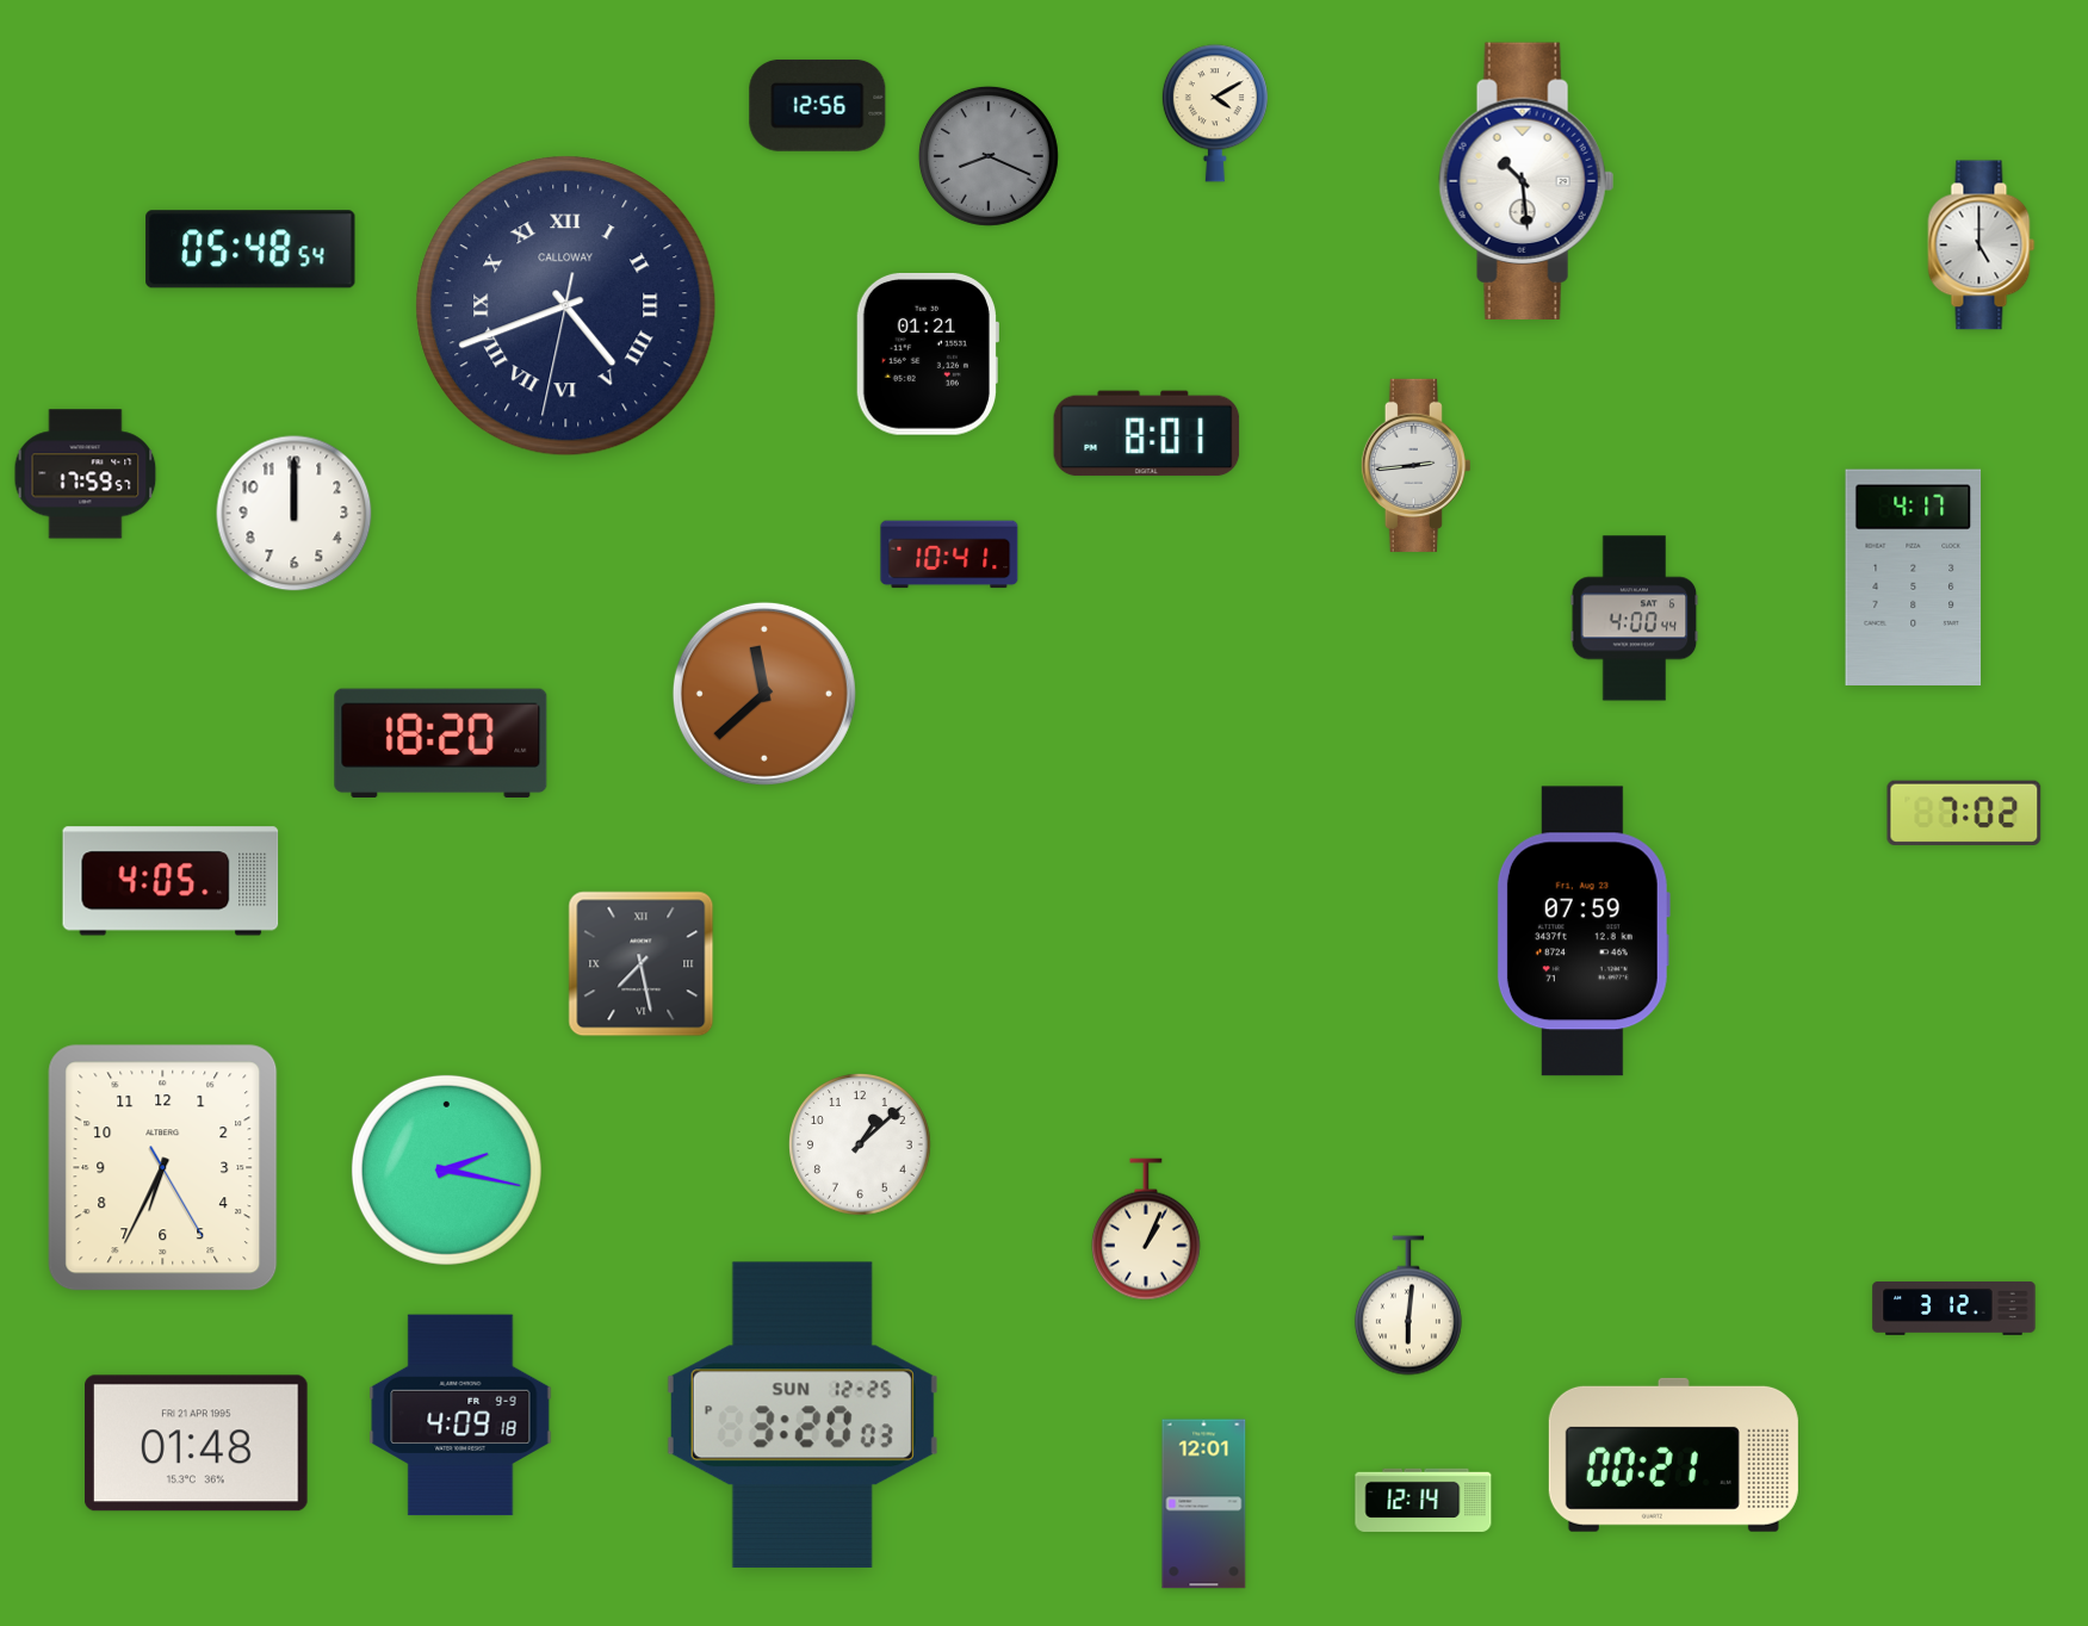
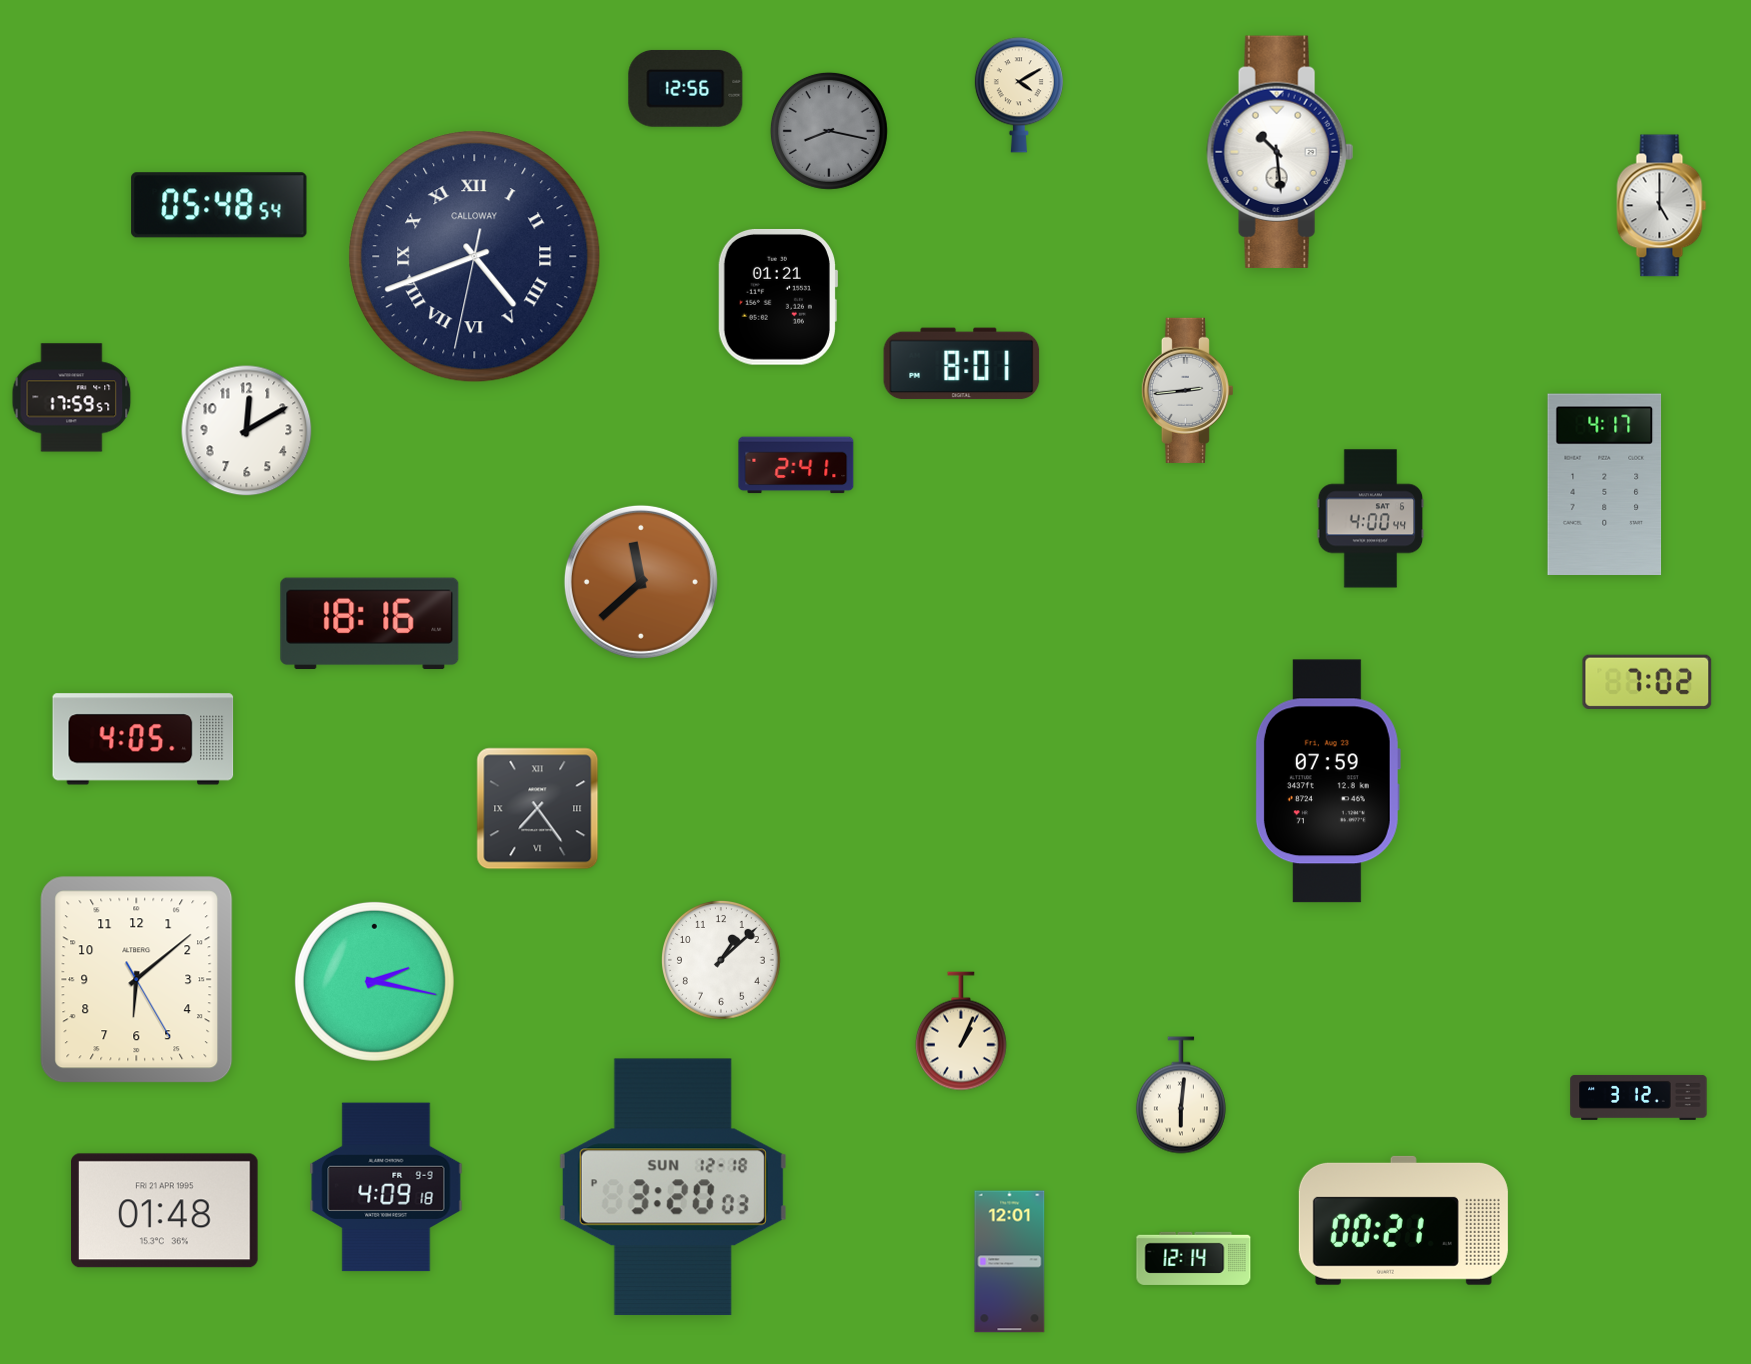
clock at (989, 156): 8:19 -> 8:17
clock at (250, 249) position: (250, 249) -> (219, 205)
clock at (295, 514): 12:00 -> 12:10
clock at (949, 554): 10:41 -> 2:41
clock at (441, 744): 18:20 -> 18:16
clock at (642, 964): 7:28 -> 7:24
clock at (163, 1168): 6:34 -> 6:08
clock at (803, 1415) date: SUN 12-25 -> SUN 12-18
